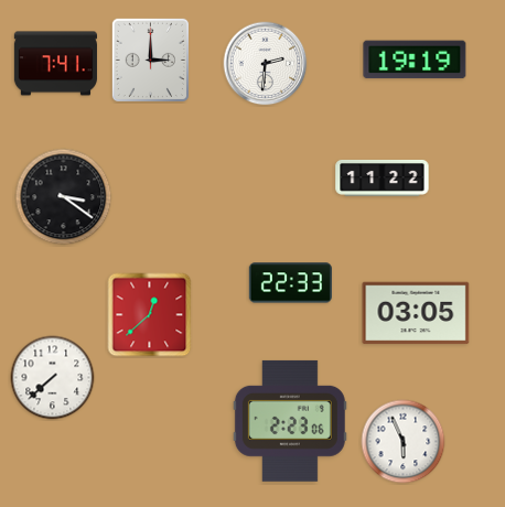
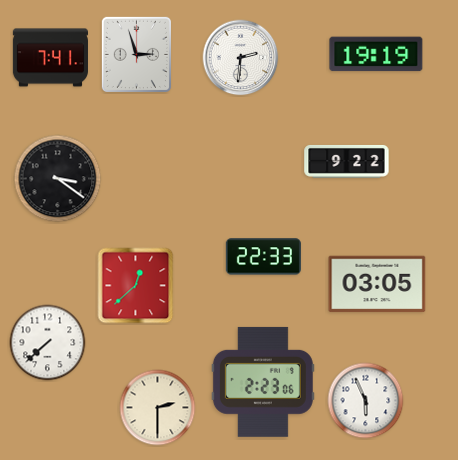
clock at (150, 60): 3:00 -> 2:57
clock at (383, 177): 11:22 -> 9:22
clock at (158, 408): none -> 2:30
